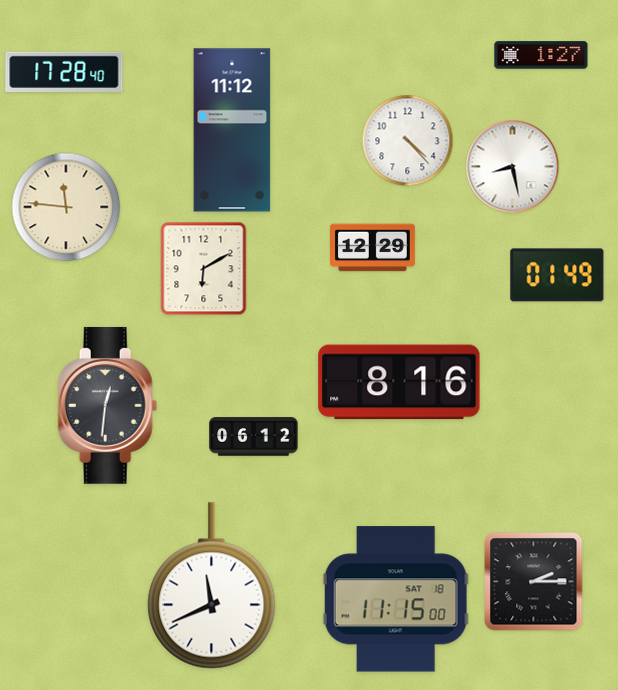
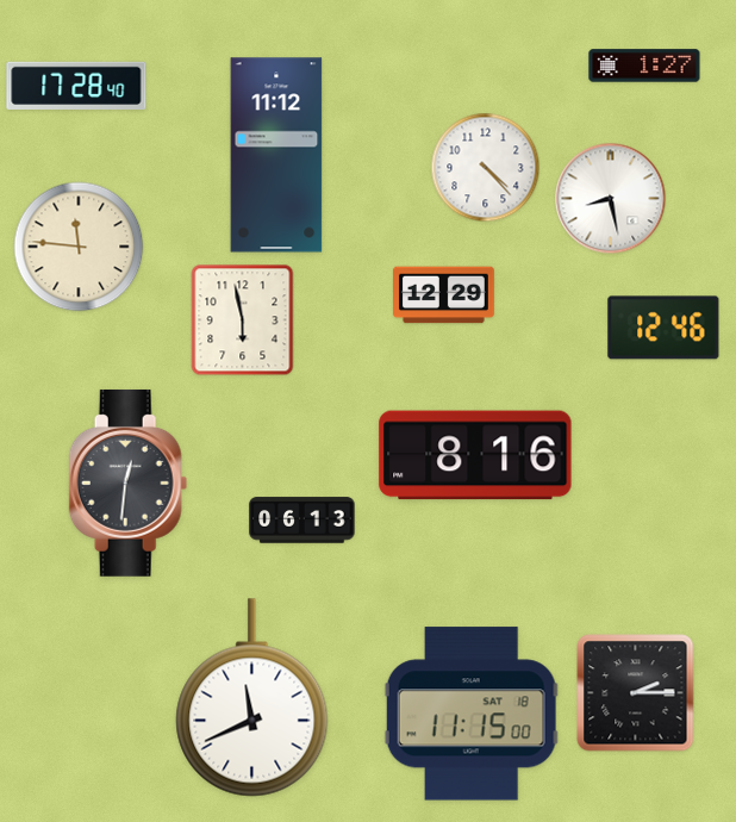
clock at (204, 269): 6:10 -> 5:58
clock at (557, 275): 01:49 -> 12:46
clock at (254, 437): 06:12 -> 06:13
